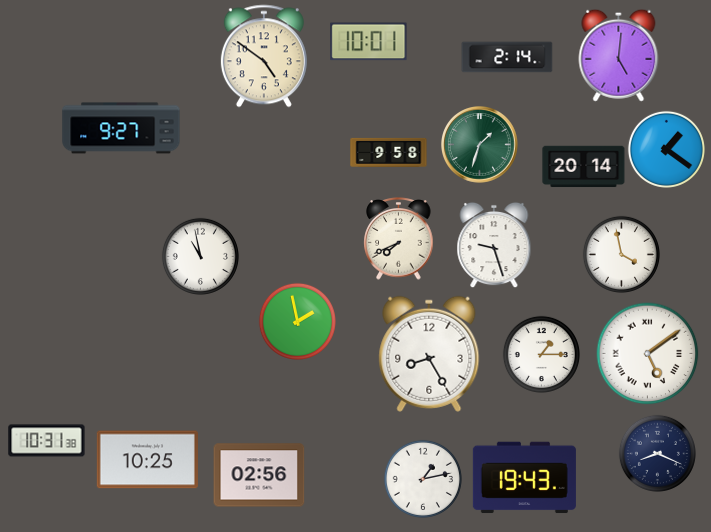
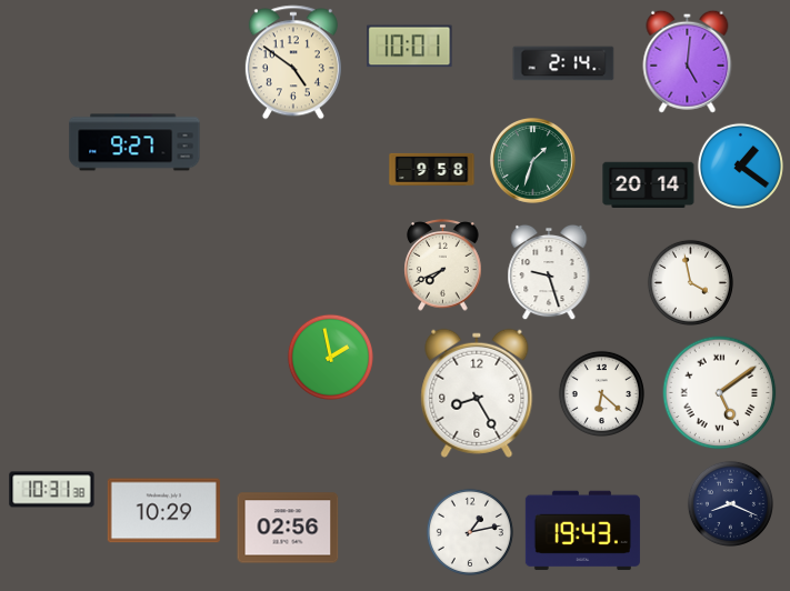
clock at (200, 256): 10:58 -> none
clock at (541, 354): 1:15 -> 6:22
clock at (147, 460): 10:25 -> 10:29
